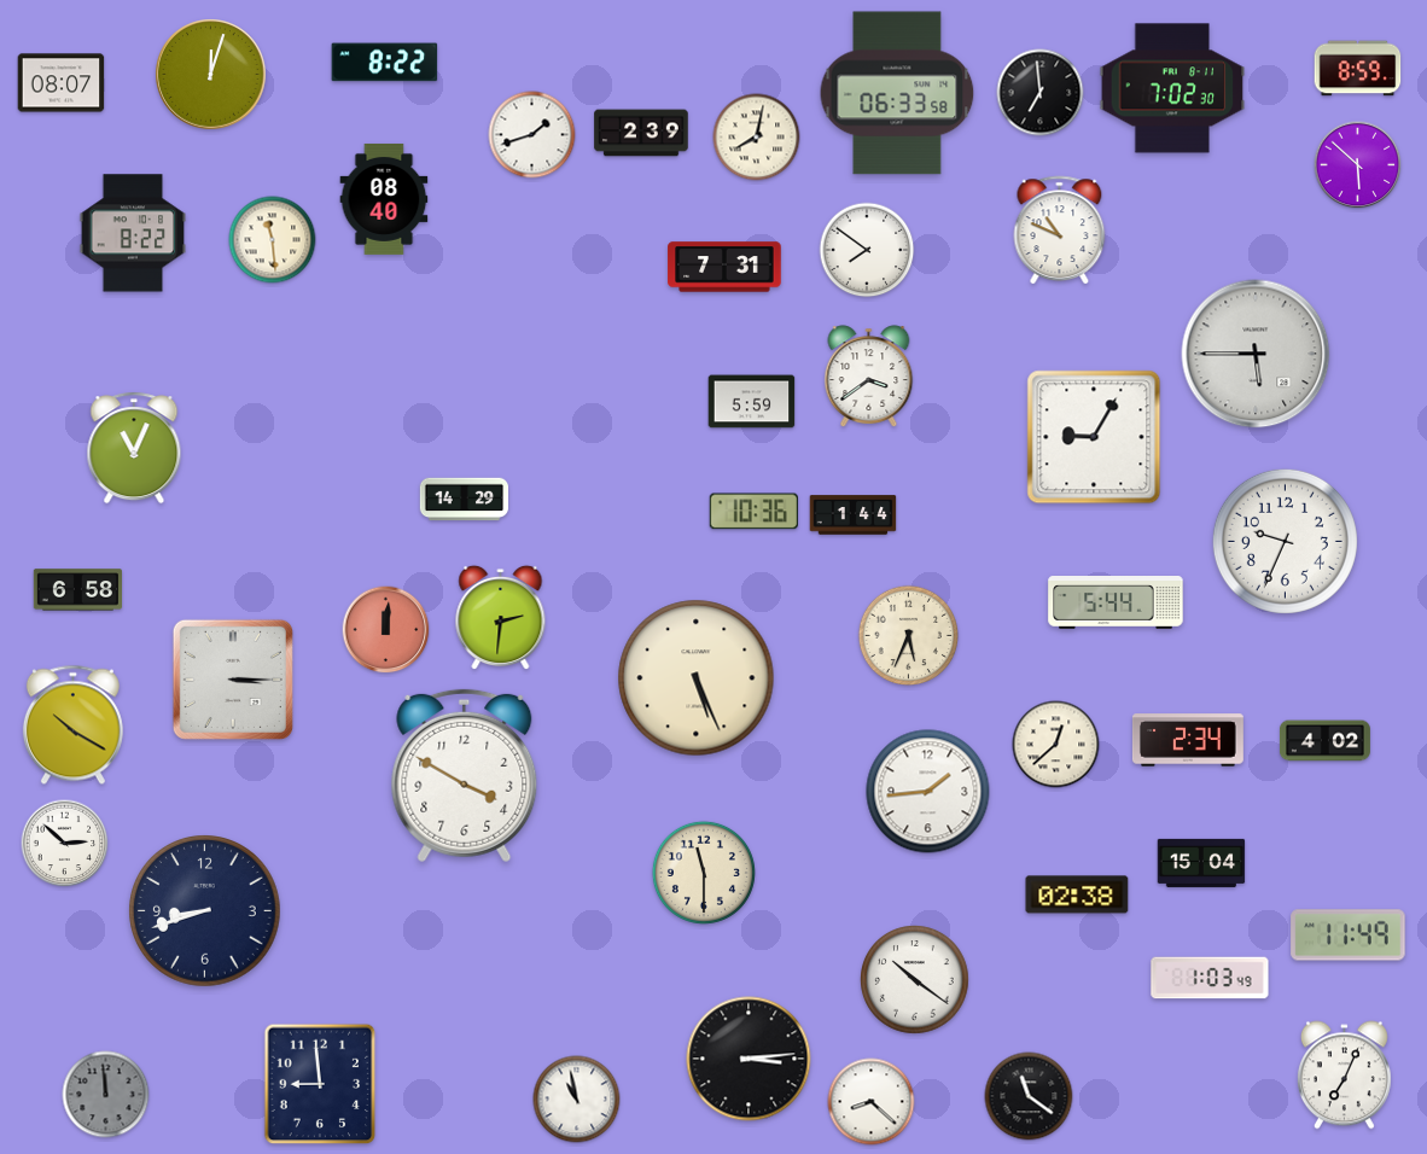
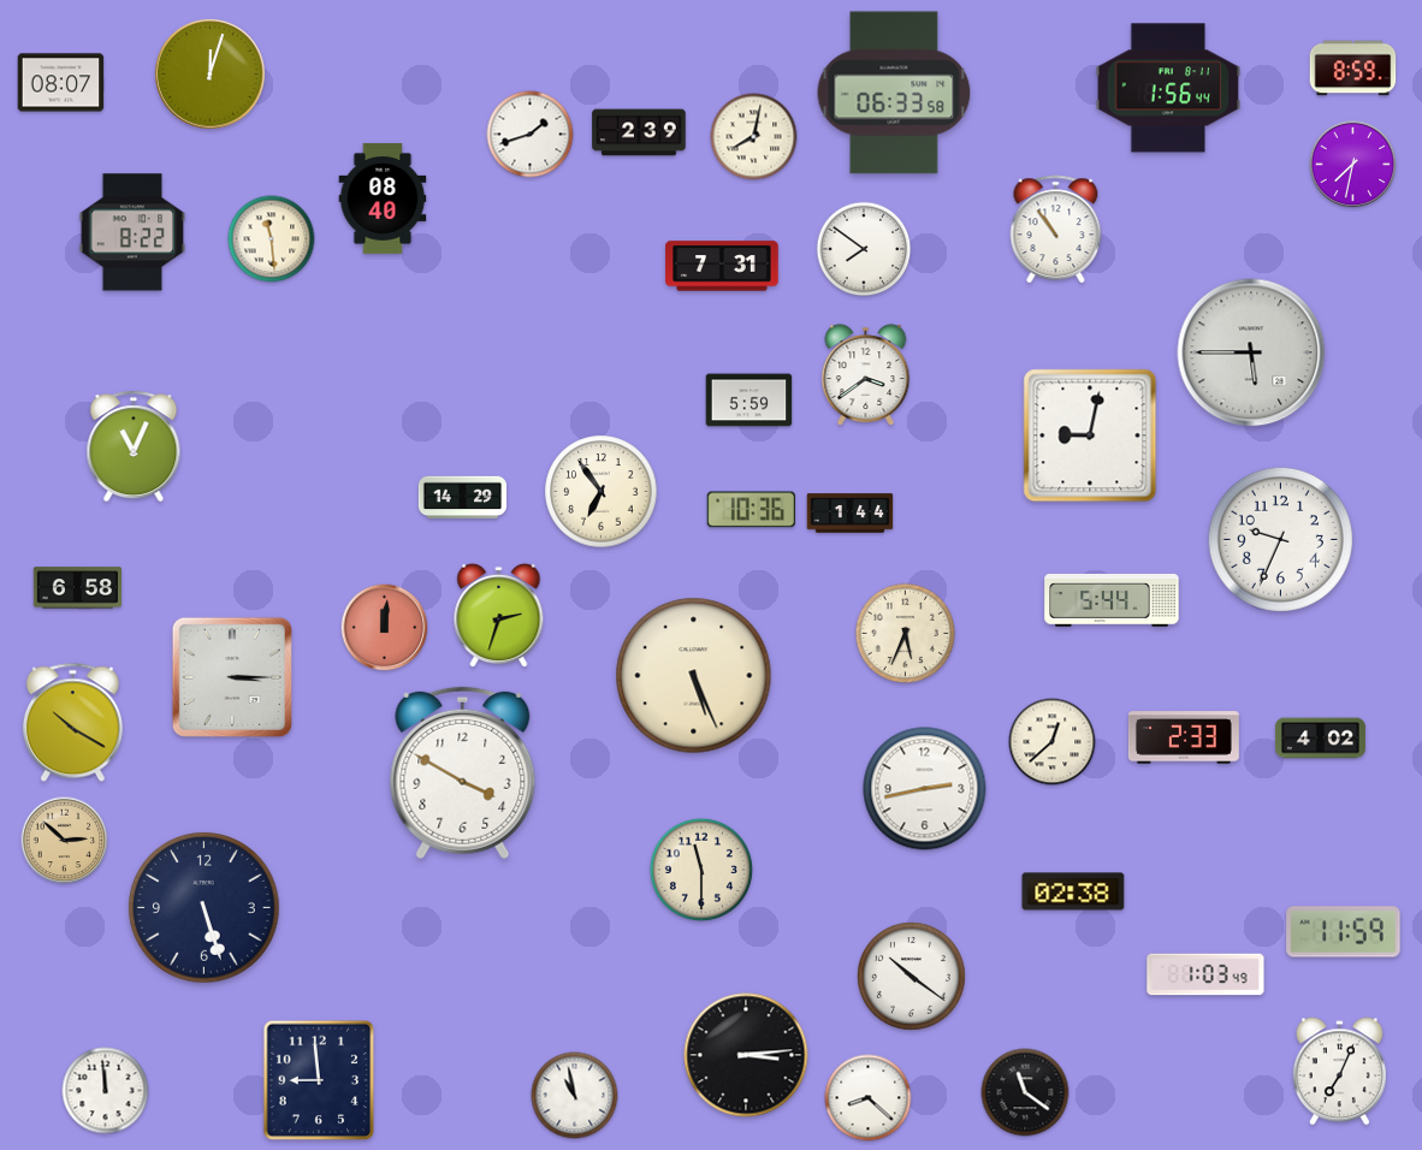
clock at (385, 63): 8:22 -> none
clock at (1172, 88): 7:02 -> 1:56
clock at (1041, 93): 6:59 -> none
clock at (1358, 165): 5:52 -> 7:32
clock at (1060, 229): 10:49 -> 10:54
clock at (1094, 437): 9:05 -> 9:02
clock at (602, 492): none -> 6:54
clock at (501, 618): 2:31 -> 2:33
clock at (1188, 740): 2:34 -> 2:33
clock at (928, 792): 1:44 -> 2:43
clock at (65, 844) dial: white -> champagne
clock at (1201, 863): 15:04 -> none
clock at (205, 911): 8:42 -> 5:27
clock at (1349, 936): 11:49 -> 11:59
clock at (106, 1095) dial: grey -> white
